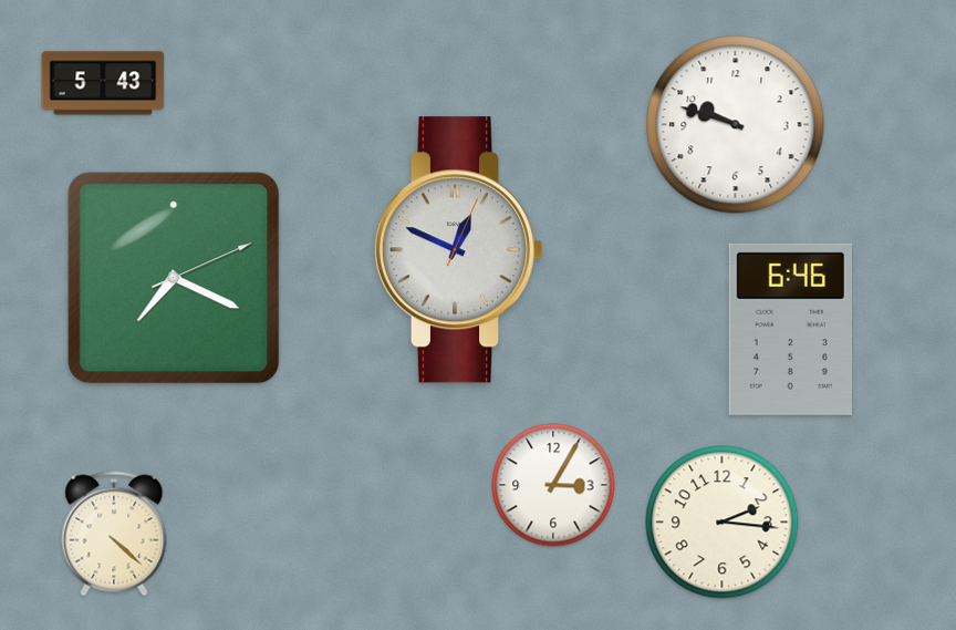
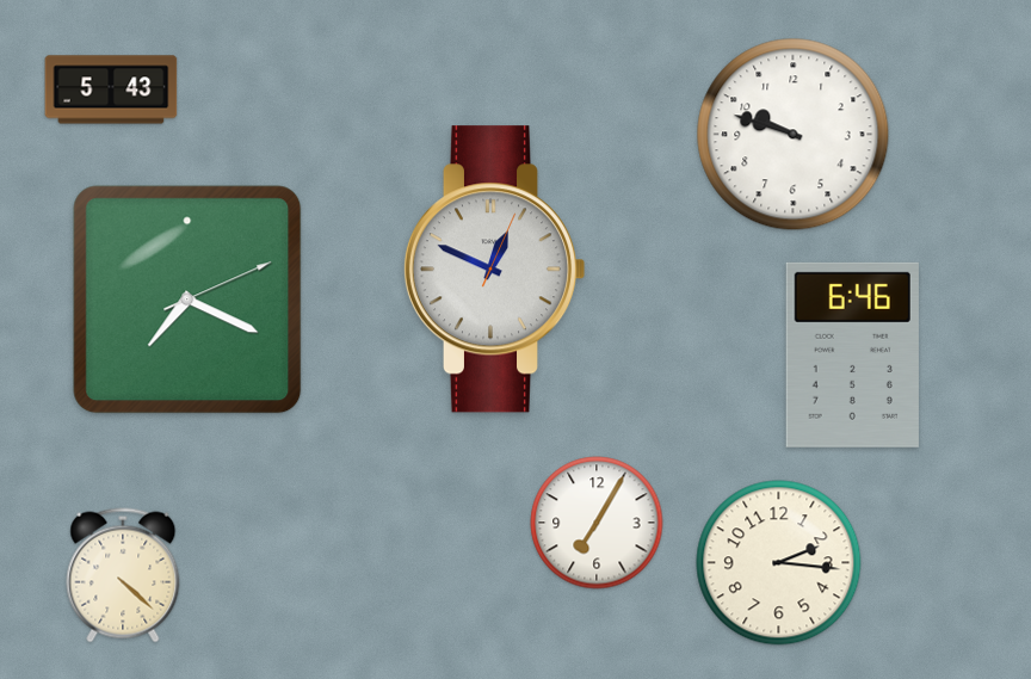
clock at (553, 485): 3:05 -> 7:05
